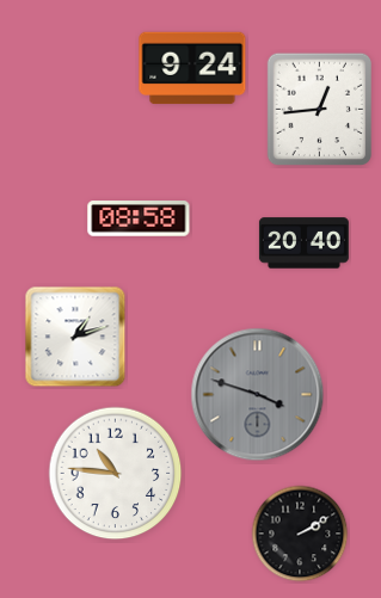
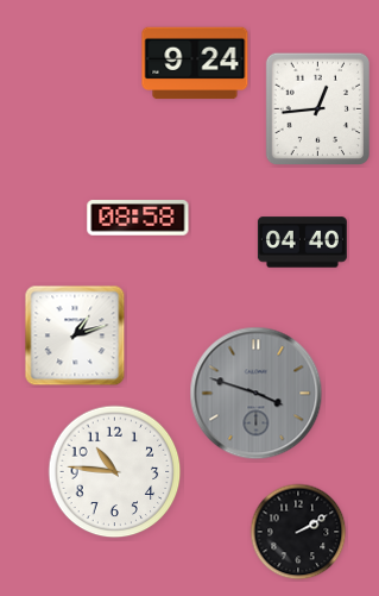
clock at (192, 68) position: (192, 68) -> (195, 63)
clock at (303, 243): 20:40 -> 04:40
